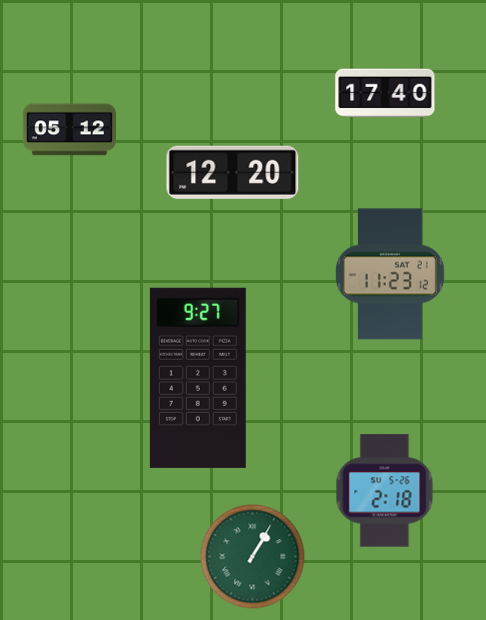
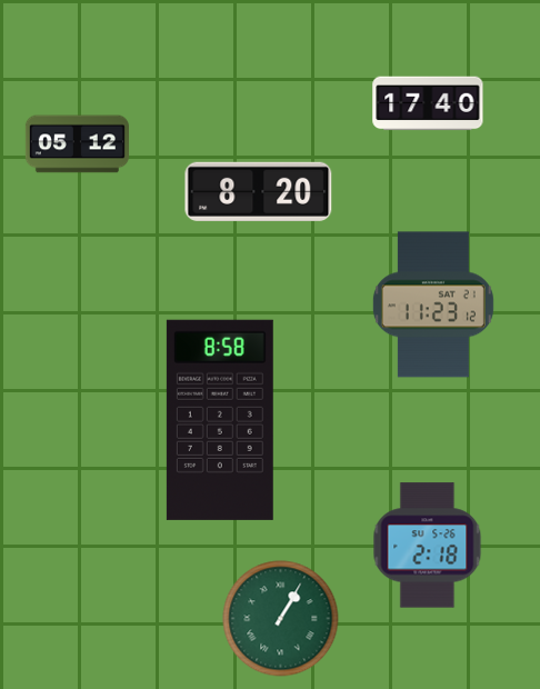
clock at (233, 172): 12:20 -> 8:20
clock at (198, 378): 9:27 -> 8:58
